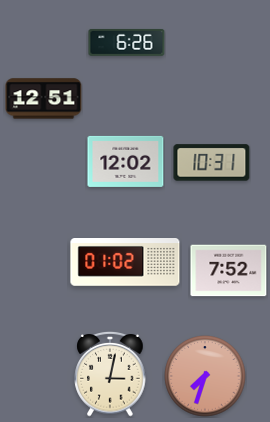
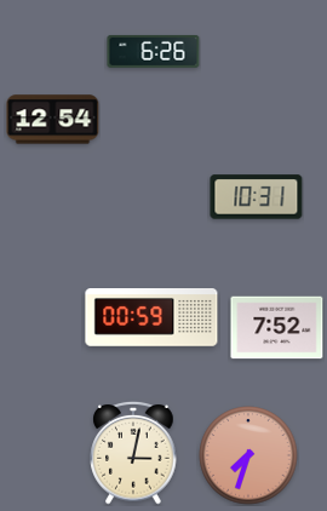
clock at (44, 99): 12:51 -> 12:54
clock at (126, 161): 12:02 -> none
clock at (125, 263): 01:02 -> 00:59
